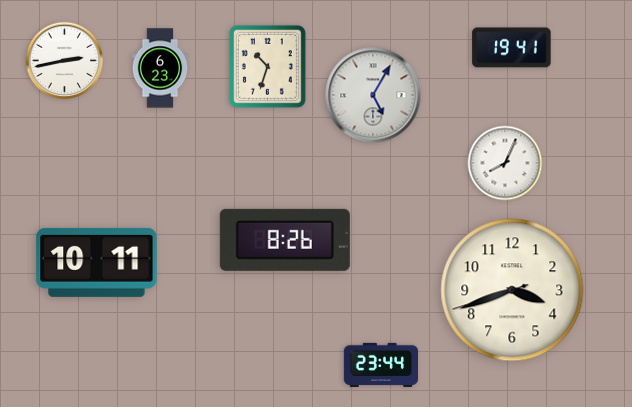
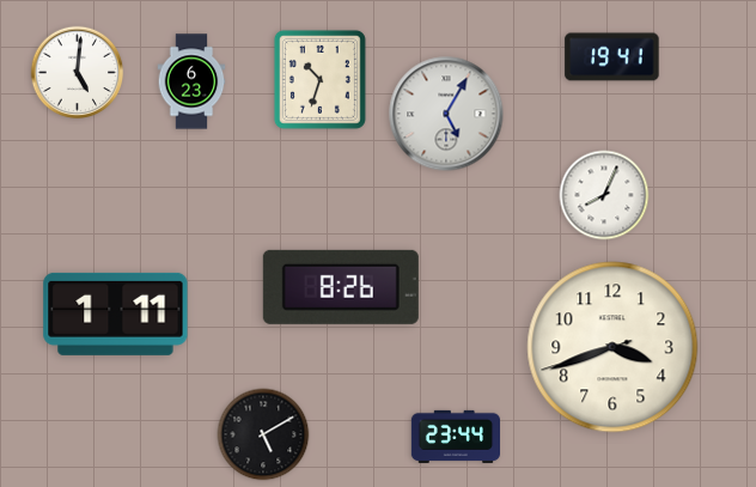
clock at (65, 61): 2:43 -> 5:01
clock at (97, 262): 10:11 -> 1:11
clock at (263, 434): none -> 5:10
